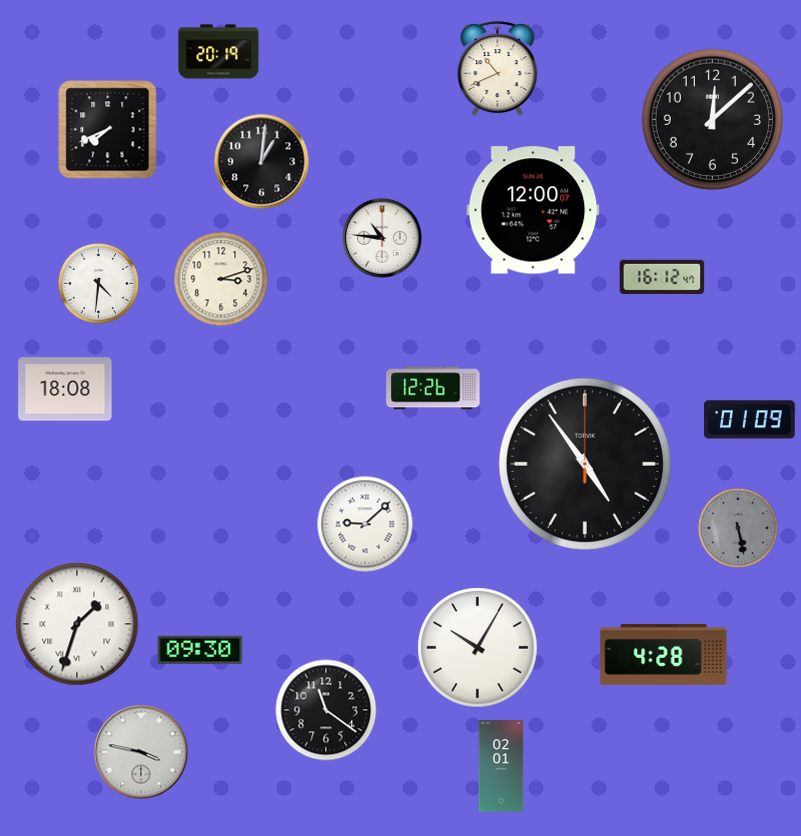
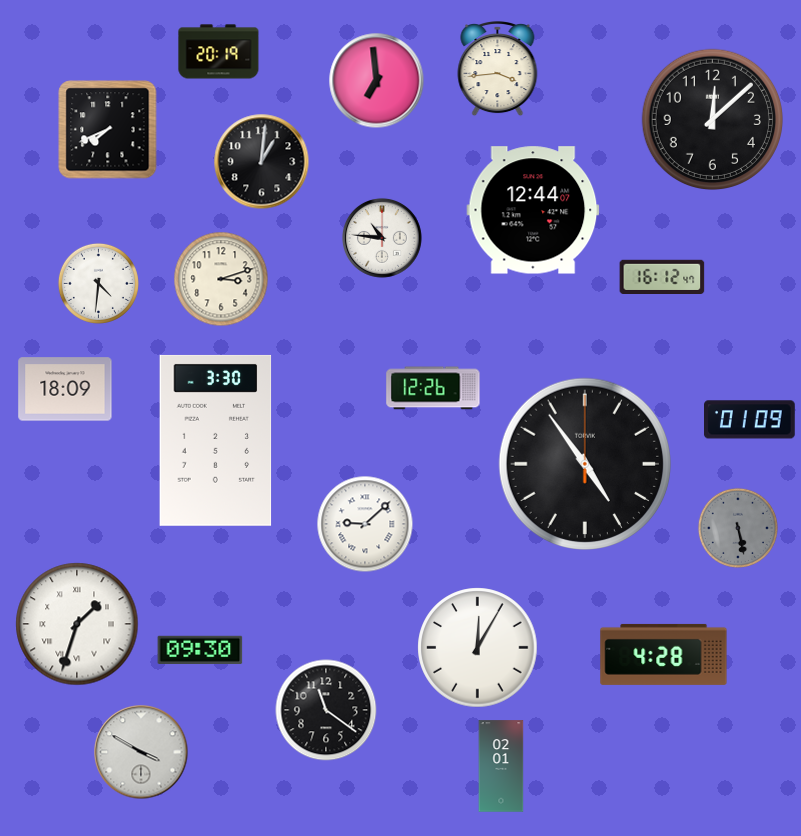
clock at (498, 70): 10:41 -> 3:44
clock at (377, 81): none -> 6:59
clock at (533, 210): 12:00 -> 12:44
clock at (65, 389): 18:08 -> 18:09
clock at (216, 440): none -> 3:30
clock at (478, 648): 10:05 -> 12:05
clock at (141, 752): 3:47 -> 3:50
